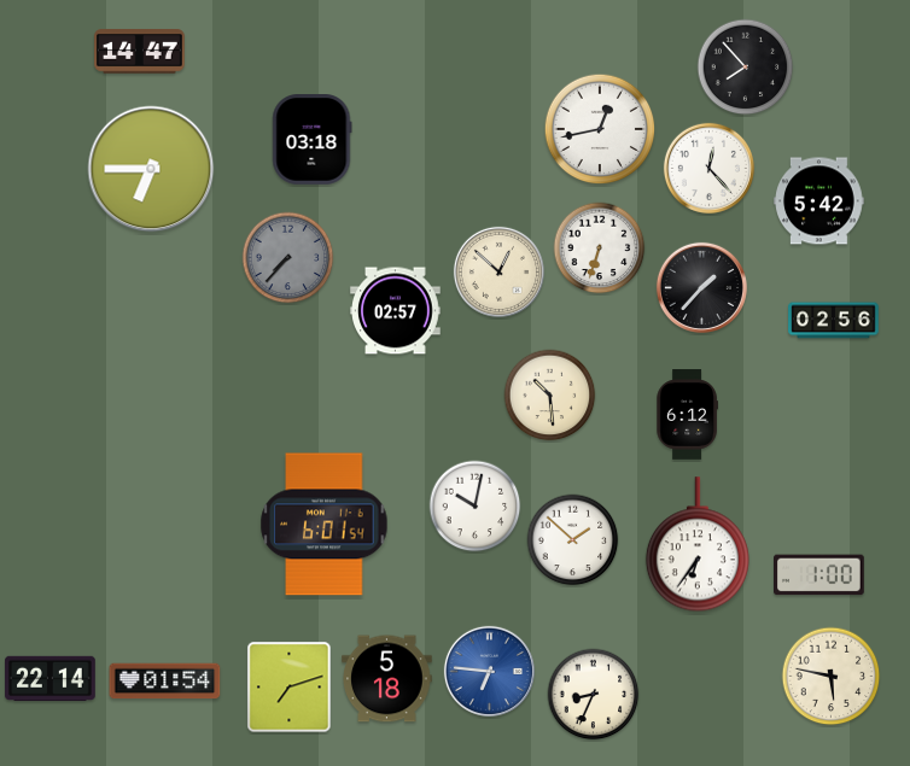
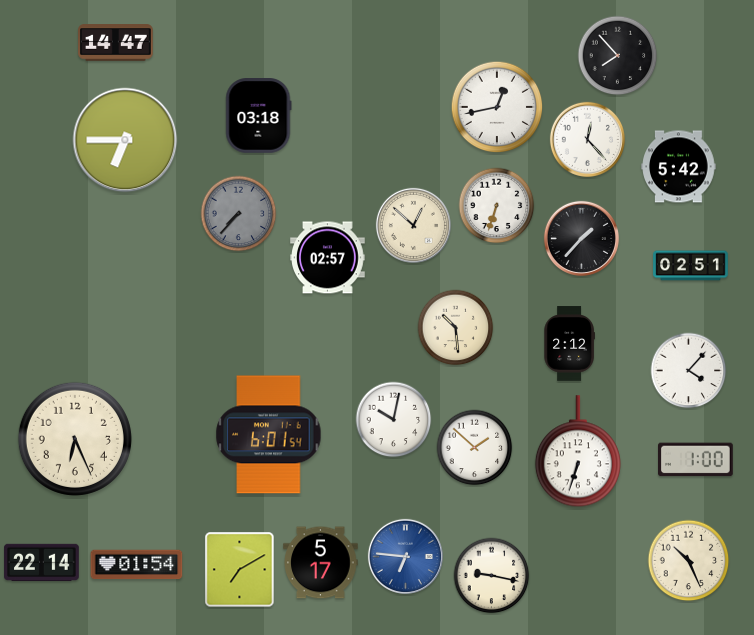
clock at (834, 321): 02:56 -> 02:51
clock at (687, 415): 6:12 -> 2:12
clock at (689, 371): none -> 4:07
clock at (75, 439): none -> 6:26
clock at (698, 545): 6:36 -> 6:33
clock at (819, 575) position: (819, 575) -> (696, 460)
clock at (832, 677): 5:47 -> 10:26
clock at (387, 679): 5:18 -> 5:17
clock at (290, 688): 7:12 -> 7:10
clock at (594, 695): 8:34 -> 9:17
